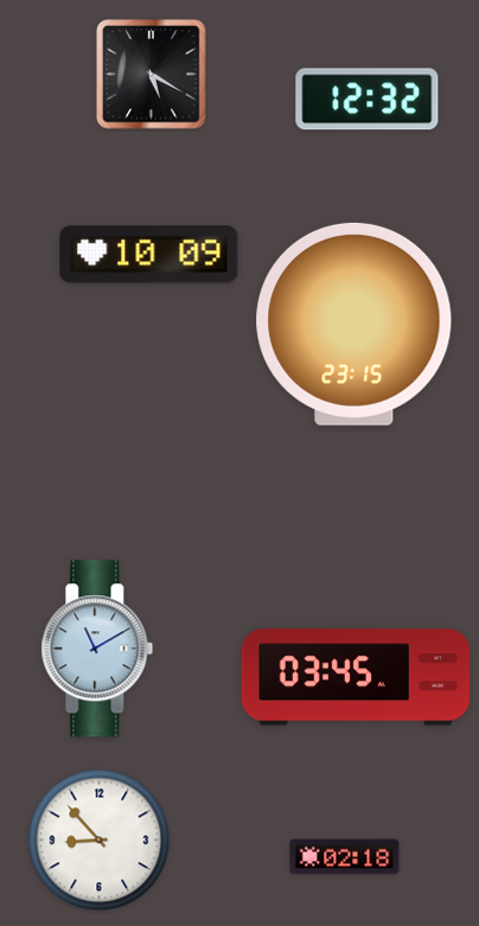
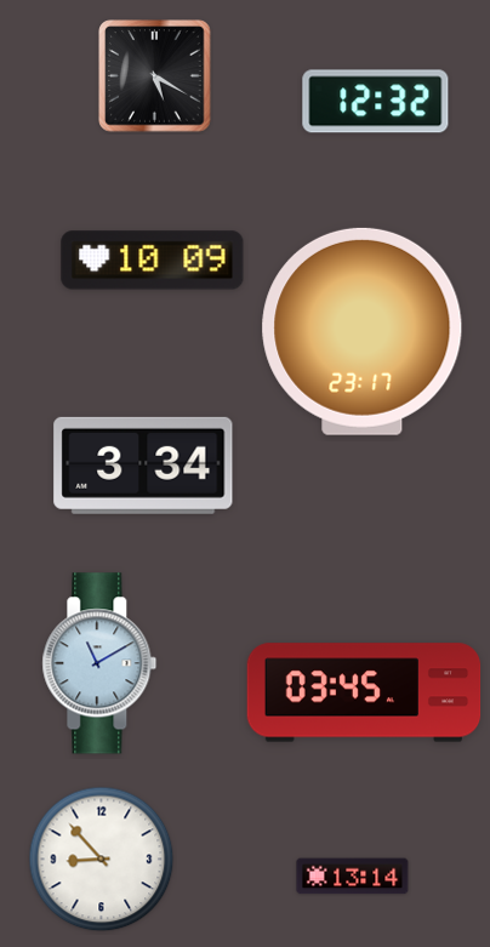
clock at (355, 324): 23:15 -> 23:17
clock at (143, 466): none -> 3:34
clock at (345, 857): 02:18 -> 13:14
